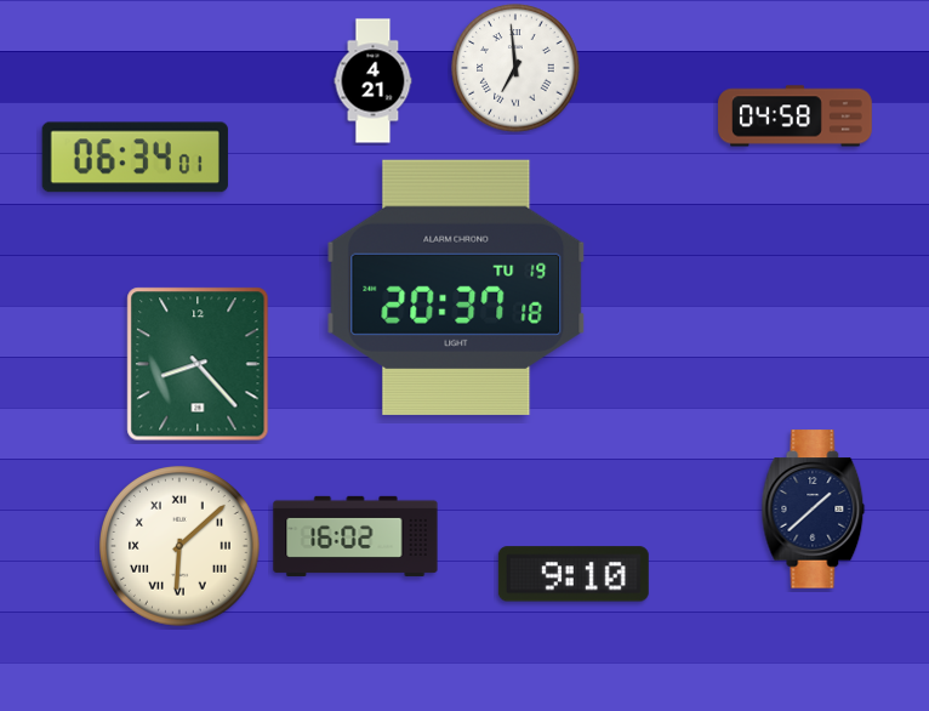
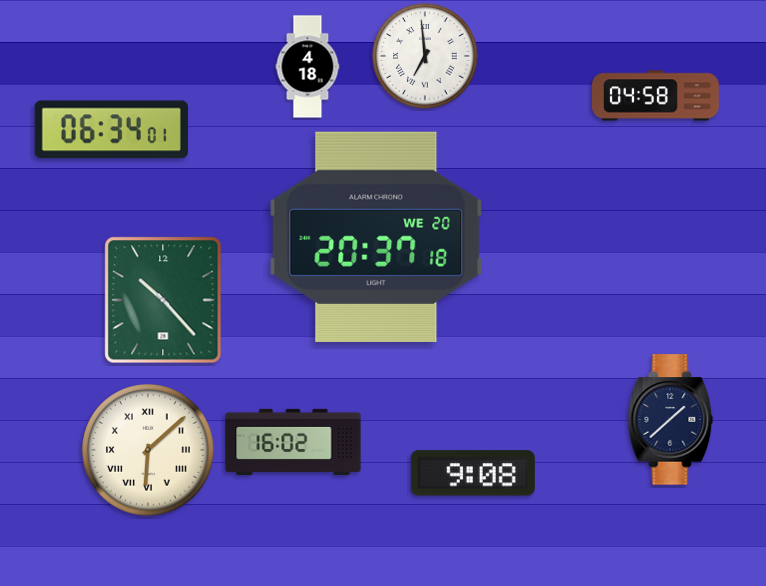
clock at (374, 81): 4:21 -> 4:18
clock at (456, 288) date: TU 19 -> WE 20
clock at (198, 364): 8:23 -> 10:23
clock at (574, 574): 9:10 -> 9:08
